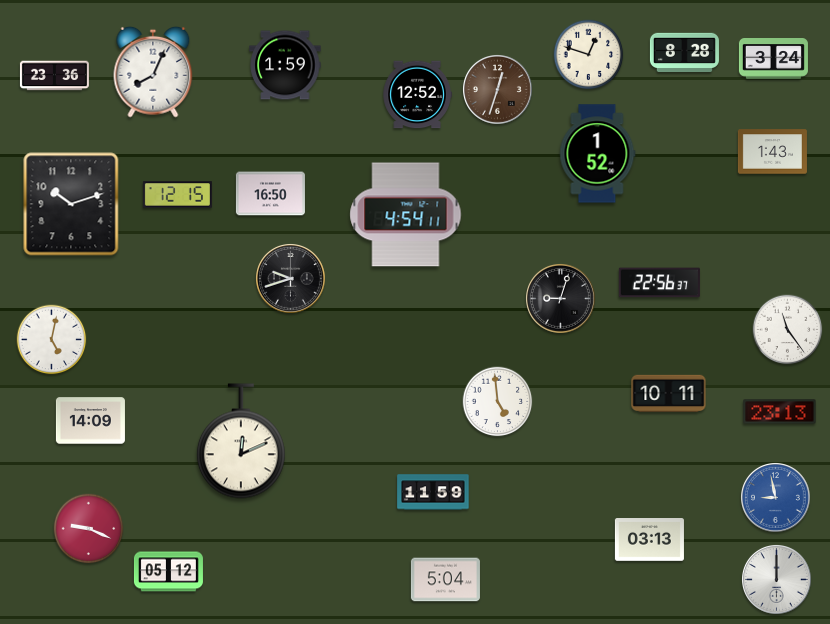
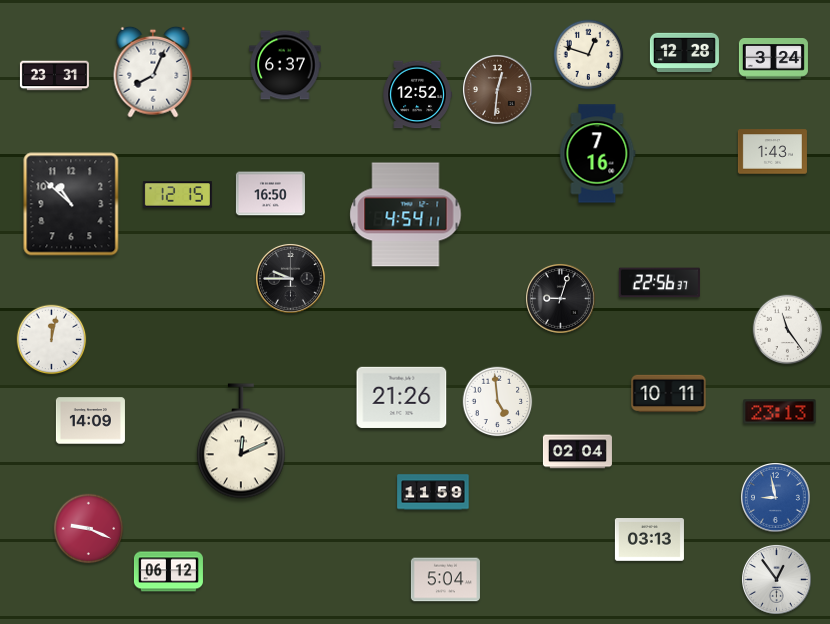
clock at (684, 52): 8:28 -> 12:28
clock at (285, 65): 1:59 -> 6:37
clock at (54, 76): 23:36 -> 23:31
clock at (498, 90): 12:33 -> 12:31
clock at (598, 154): 1:52 -> 7:16
clock at (71, 204): 10:12 -> 10:52
clock at (291, 279): 9:42 -> 9:45
clock at (52, 340): 5:02 -> 12:02
clock at (402, 397): none -> 21:26
clock at (577, 452): none -> 02:04
clock at (168, 572): 05:12 -> 06:12
clock at (777, 580): 12:00 -> 12:54
